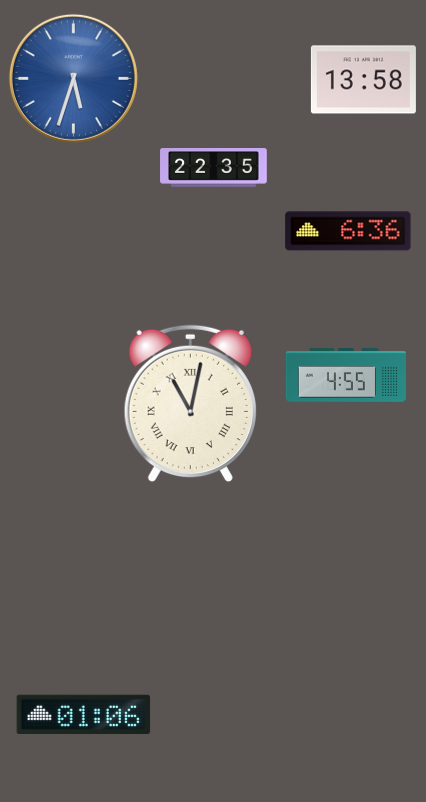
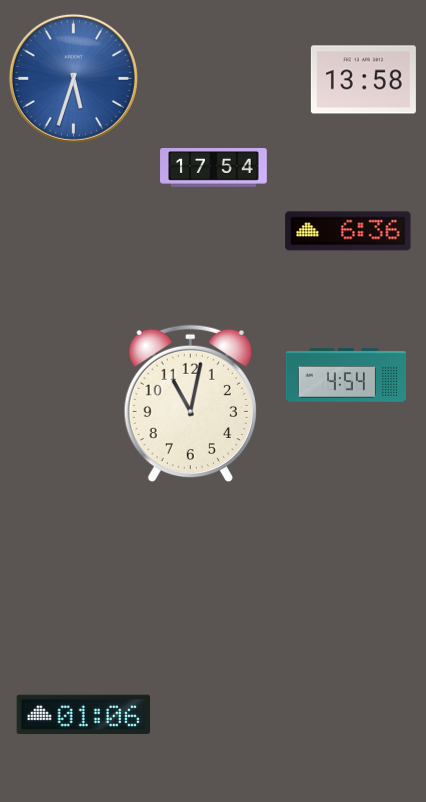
clock at (214, 168): 22:35 -> 17:54
clock at (346, 375): 4:55 -> 4:54
clock at (190, 404) numerals: Roman -> Arabic
